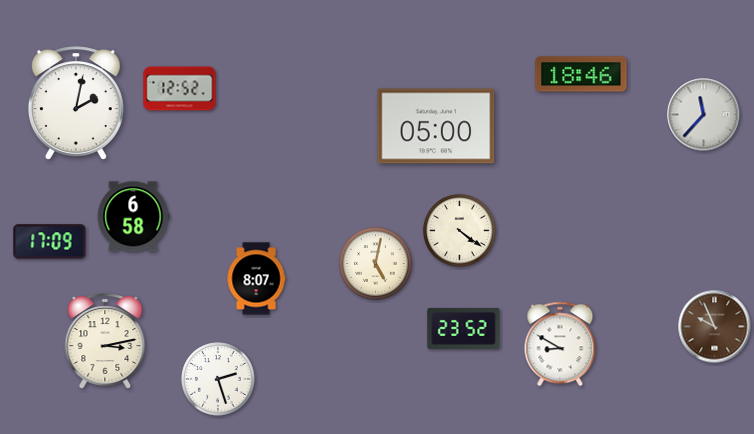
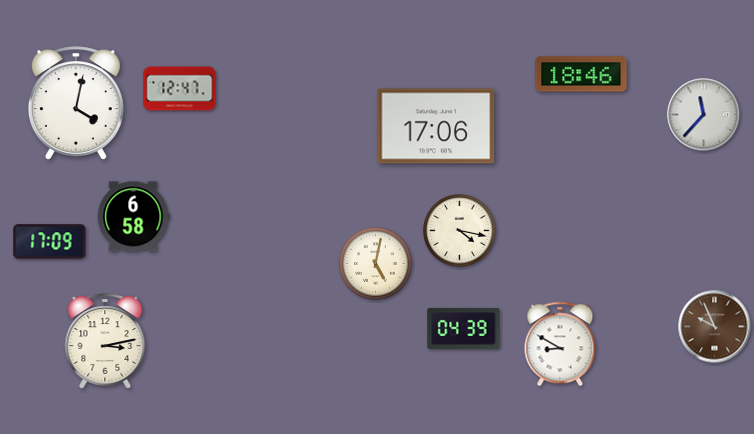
clock at (180, 89): 12:52 -> 12:47
clock at (76, 103): 2:02 -> 4:02
clock at (436, 126): 05:00 -> 17:06
clock at (460, 231): 4:21 -> 4:17
clock at (256, 279): 8:07 -> none
clock at (464, 328): 23:52 -> 04:39
clock at (218, 379): 2:27 -> none
